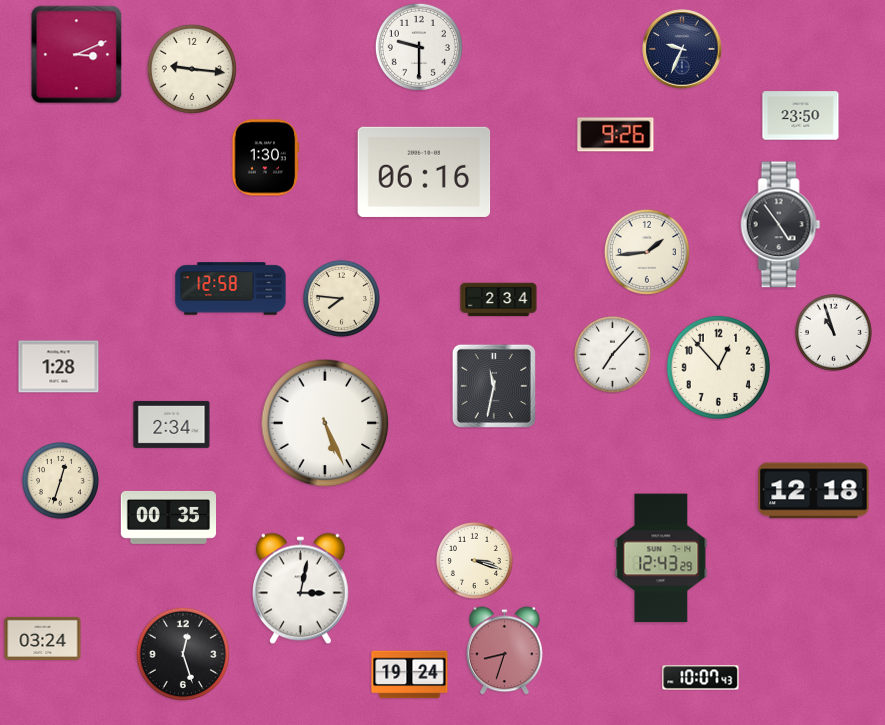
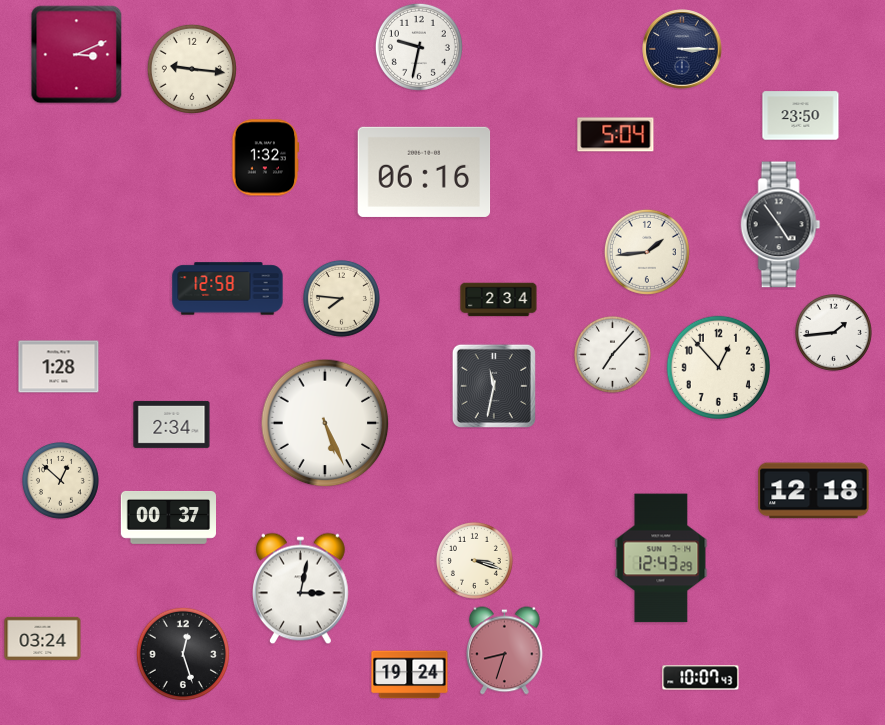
clock at (419, 47): 9:30 -> 9:32
clock at (682, 49): 9:34 -> 3:15
clock at (616, 135): 9:26 -> 5:04
clock at (266, 158): 1:30 -> 1:32
clock at (231, 289) position: (231, 289) -> (228, 289)
clock at (833, 332): 10:57 -> 1:44
clock at (60, 480): 12:33 -> 12:52
clock at (168, 517): 00:35 -> 00:37
